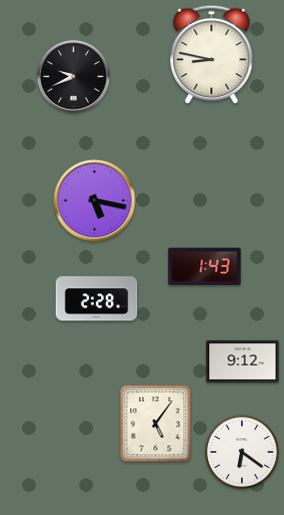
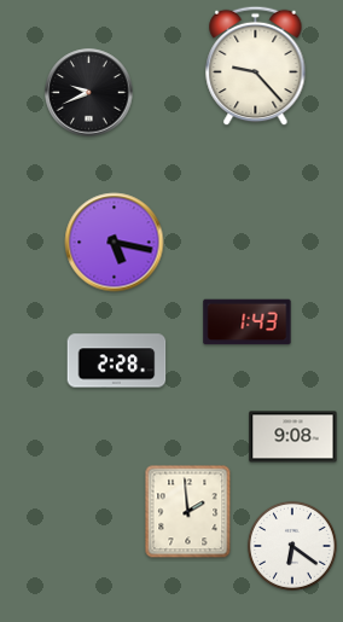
clock at (212, 55): 8:47 -> 9:23
clock at (243, 362): 9:12 -> 9:08
clock at (156, 424): 5:06 -> 1:59
